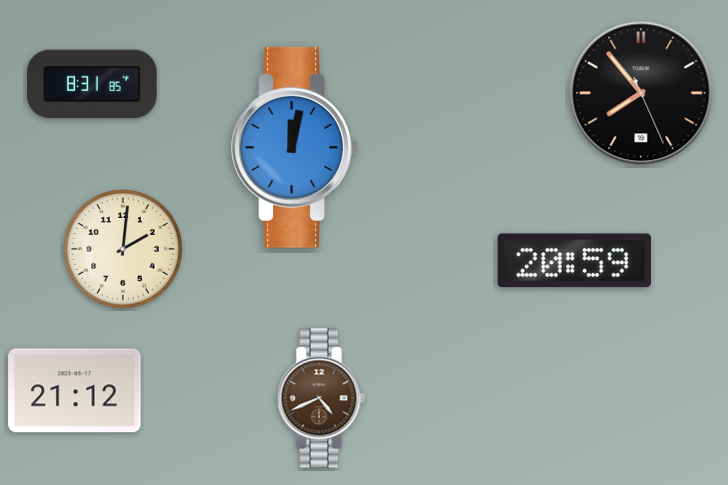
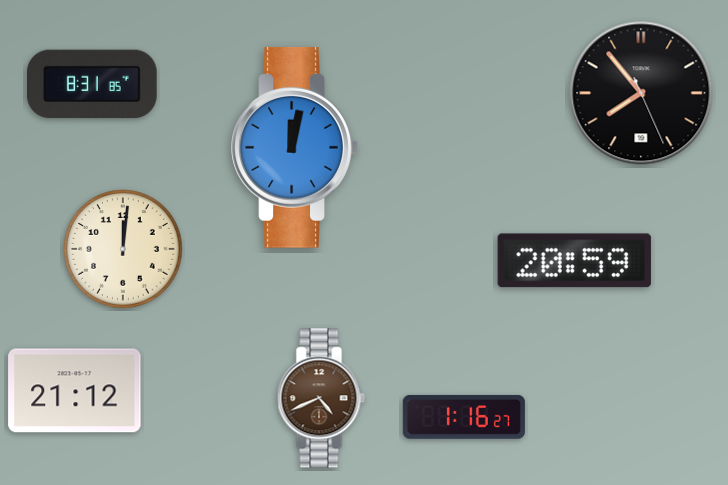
clock at (123, 249): 2:01 -> 12:01
clock at (464, 417): none -> 1:16
